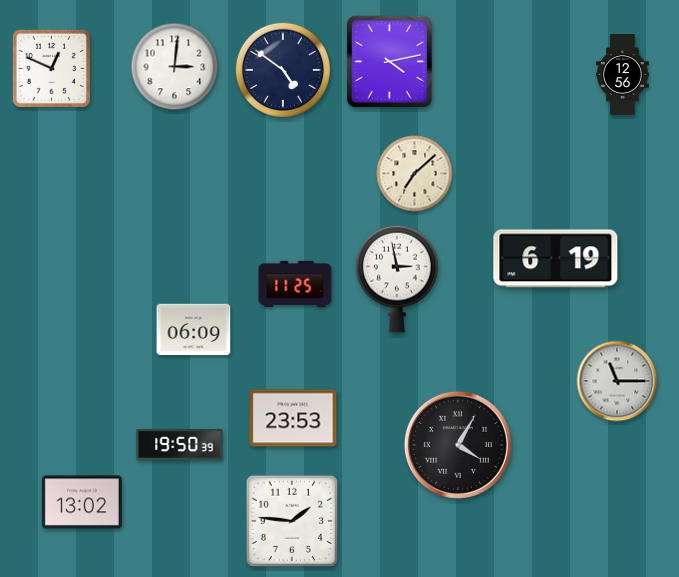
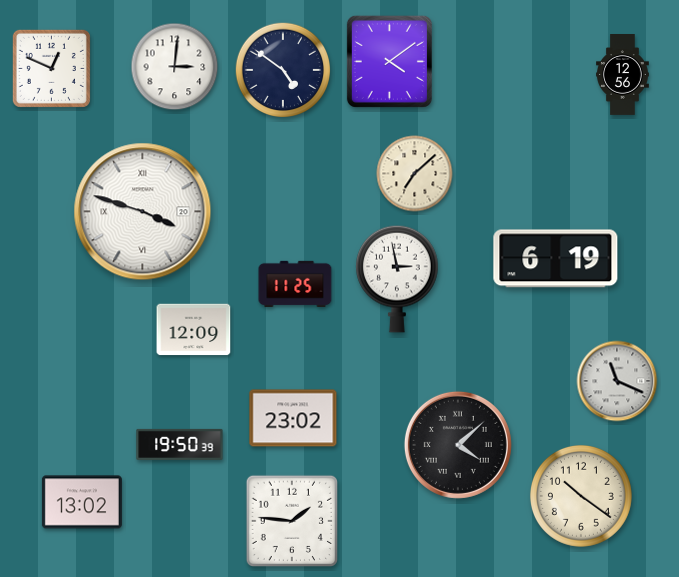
clock at (389, 61): 4:13 -> 4:09
clock at (143, 212): none -> 3:48
clock at (194, 330): 06:09 -> 12:09
clock at (617, 381): 11:15 -> 11:19
clock at (293, 418): 23:53 -> 23:02
clock at (458, 445): 4:05 -> 4:08
clock at (581, 496): none -> 10:21
